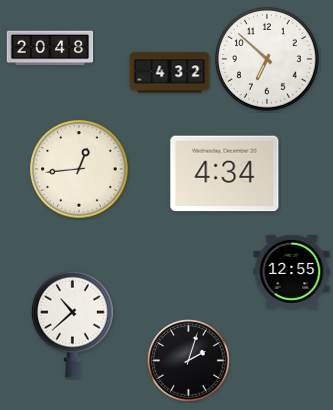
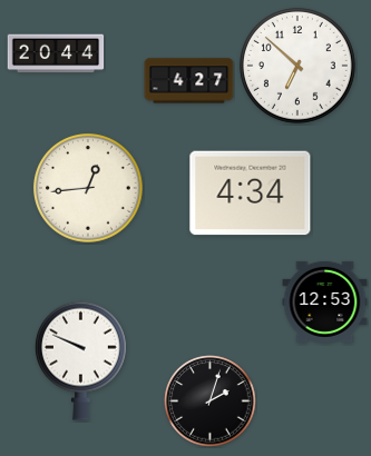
clock at (50, 48): 20:48 -> 20:44
clock at (170, 73): 4:32 -> 4:27
clock at (292, 271): 12:55 -> 12:53
clock at (72, 324): 10:38 -> 9:49
